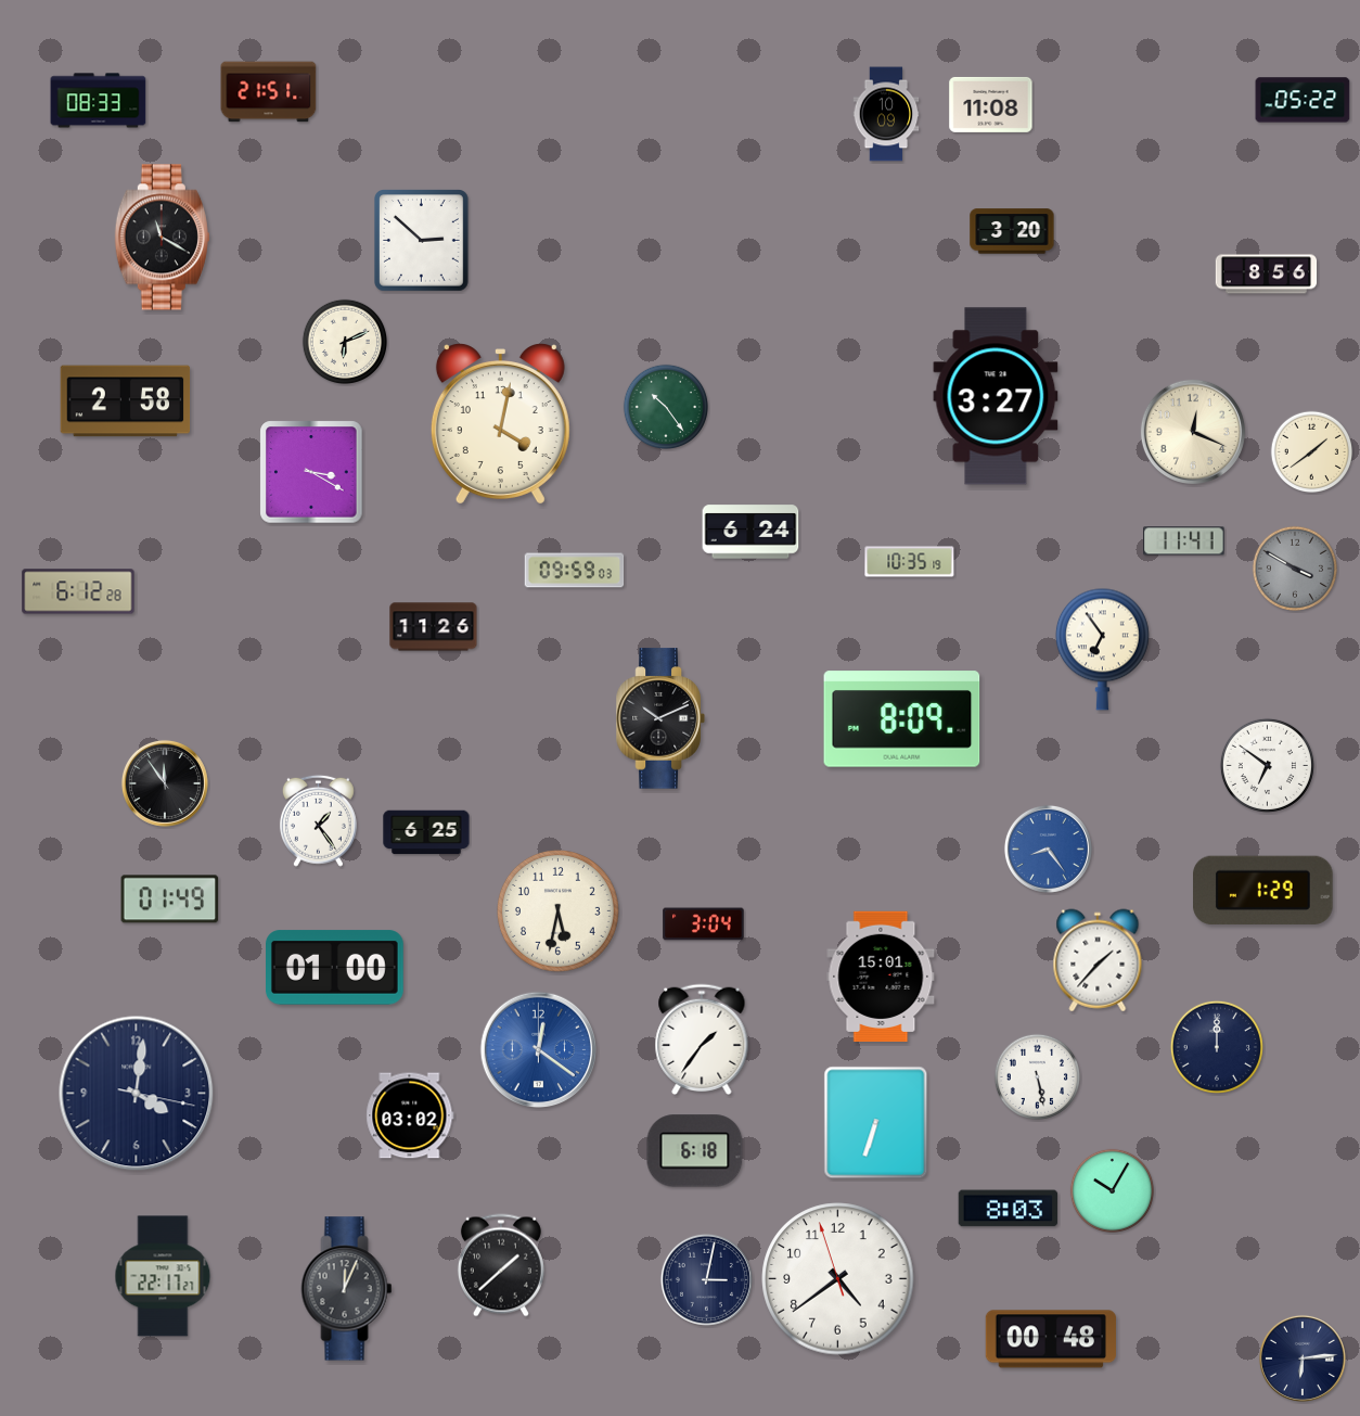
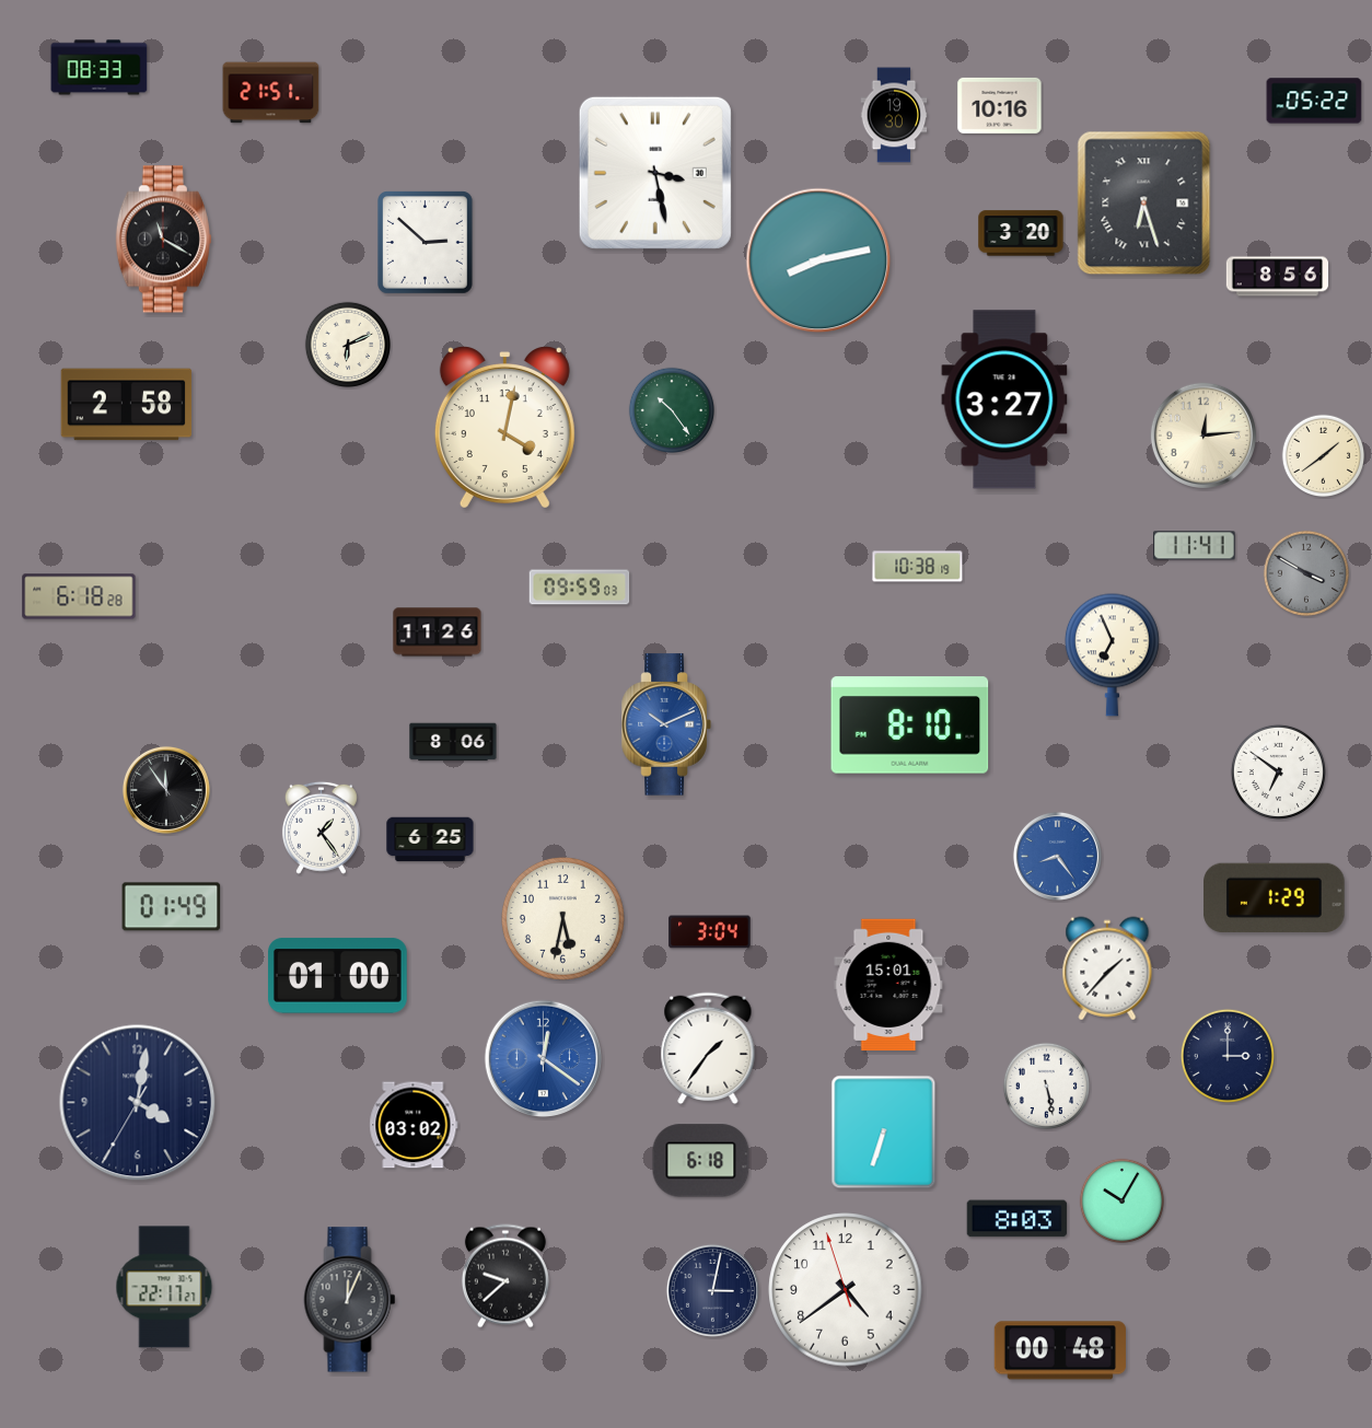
clock at (99, 101) position: (99, 101) -> (100, 68)
clock at (991, 104): 11:08 -> 10:16
clock at (886, 114): 10:09 -> 19:30
clock at (655, 173): none -> 3:28
clock at (1144, 204): none -> 6:27
clock at (818, 260): none -> 8:13
clock at (1193, 432): 12:19 -> 12:14
clock at (311, 472): 3:20 -> none
clock at (750, 532): 6:24 -> none
clock at (910, 562): 10:35 -> 10:38
clock at (575, 571) position: (575, 571) -> (580, 588)
clock at (78, 591): 6:12 -> 6:18
clock at (1102, 649): 6:54 -> 6:56
clock at (660, 718) dial: black -> blue
clock at (902, 719): 8:09 -> 8:10
clock at (453, 742): none -> 8:06
clock at (1217, 1047): 12:00 -> 3:00
clock at (137, 1094): 4:01:17 -> 4:01:35
clock at (501, 1265): 1:38 -> 9:38
clock at (1303, 1358): 6:14 -> none
